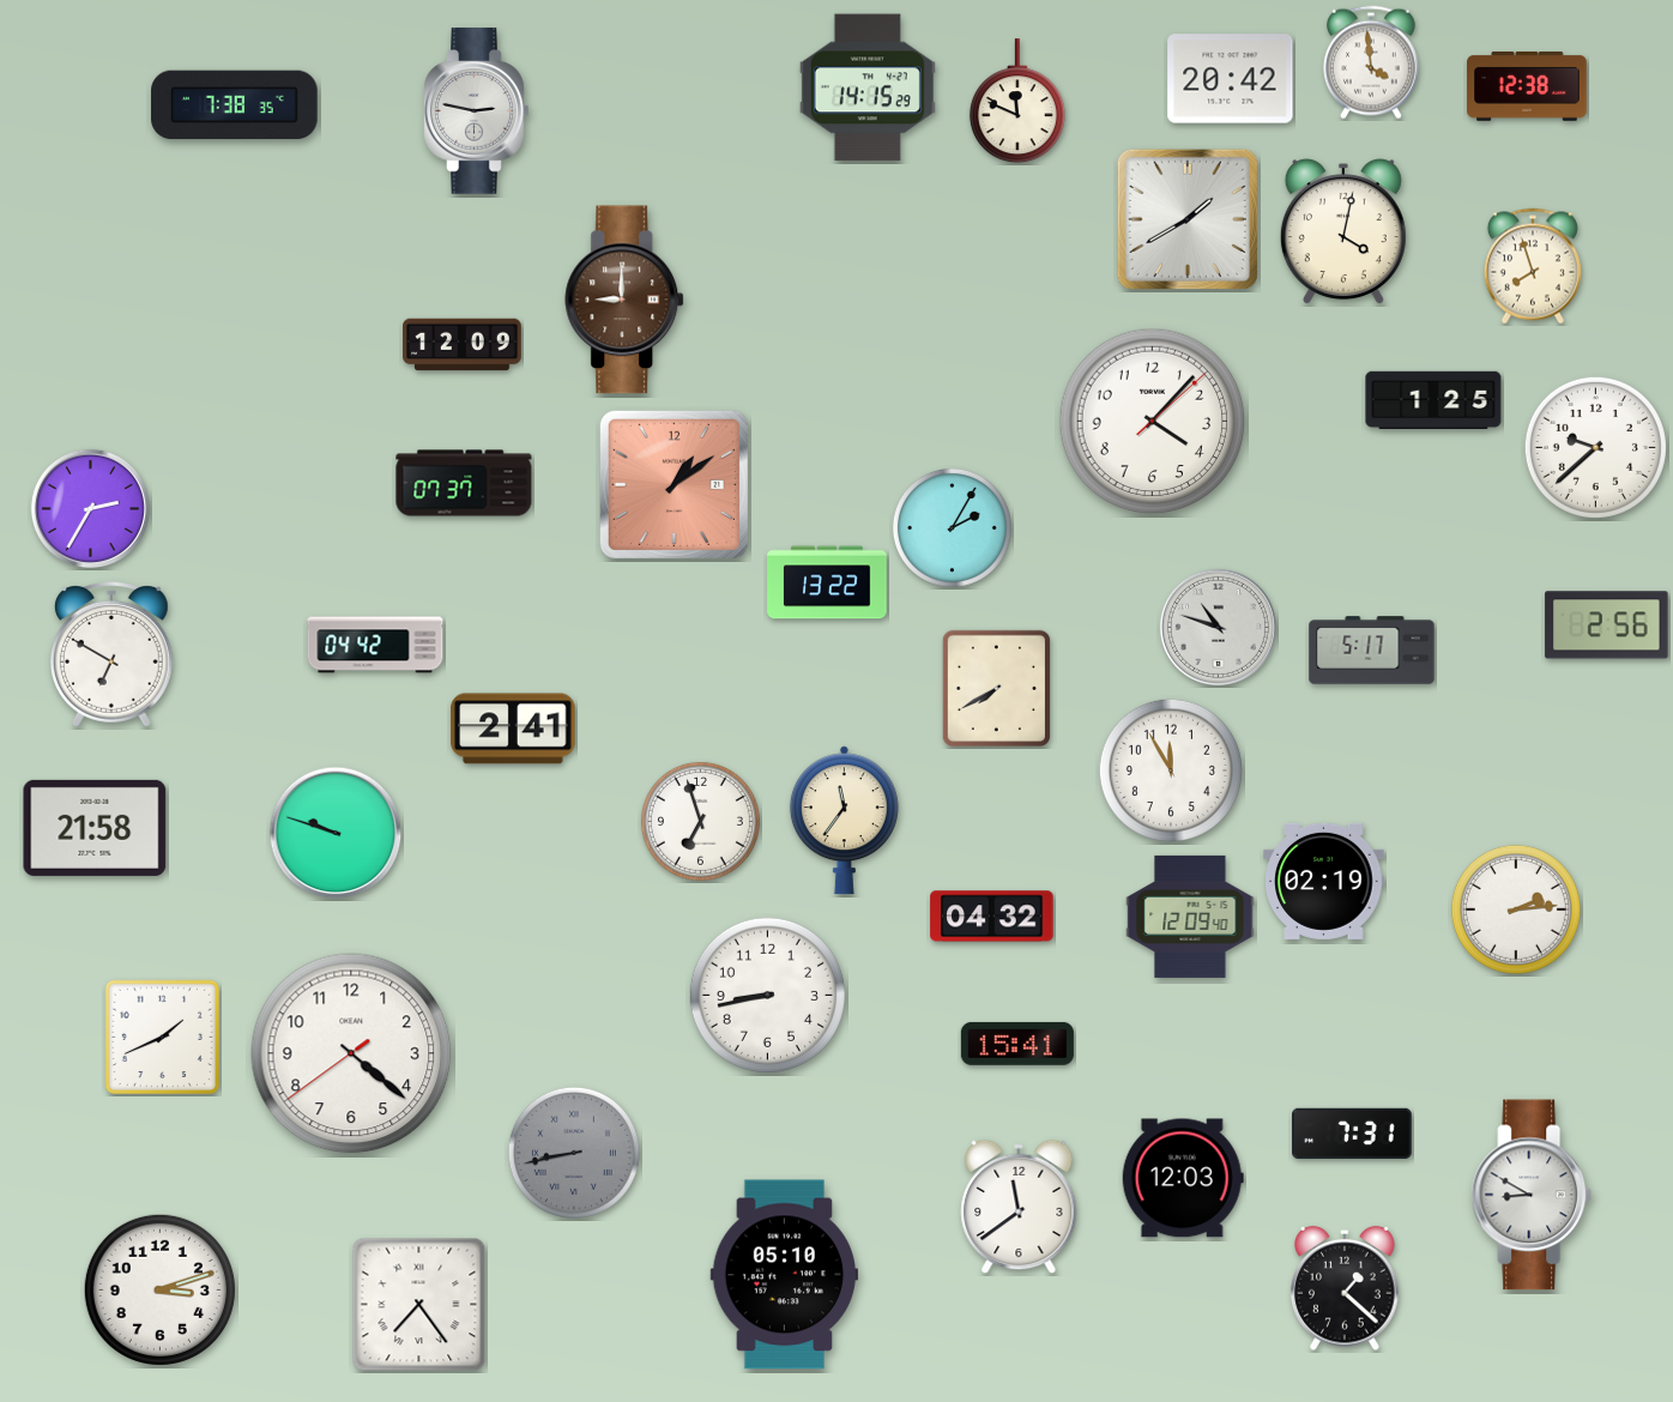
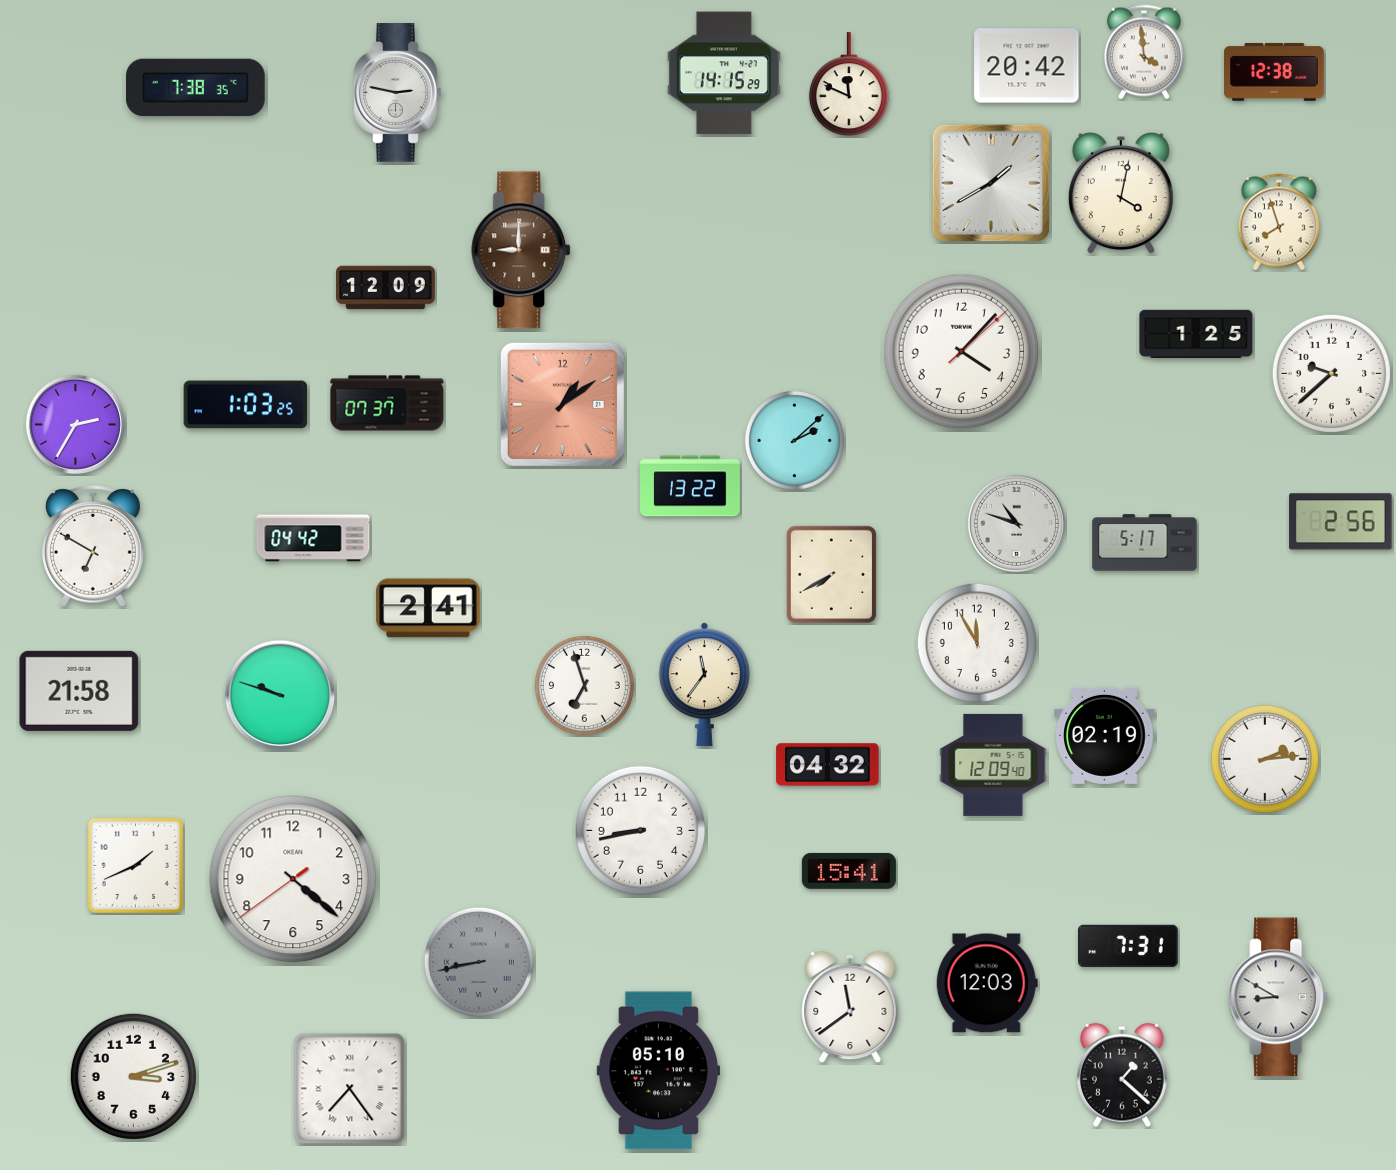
clock at (246, 405): none -> 1:03
clock at (952, 527): 2:05 -> 2:08
clock at (784, 1275) position: (784, 1275) -> (658, 1071)
